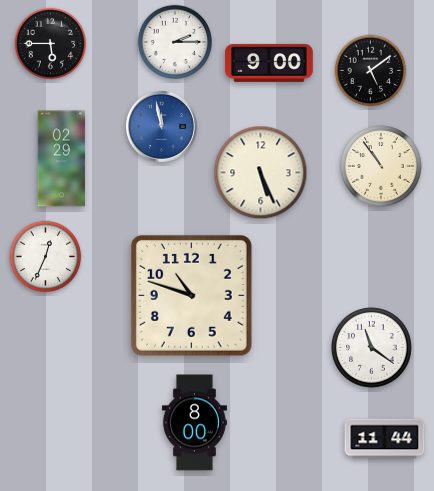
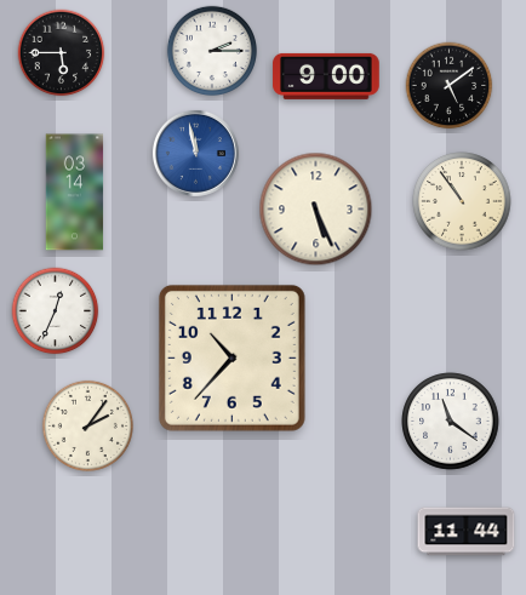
clock at (62, 159): 02:29 -> 03:14
clock at (191, 295): 10:48 -> 10:37
clock at (87, 425): none -> 2:06
clock at (194, 423): 8:00 -> none
